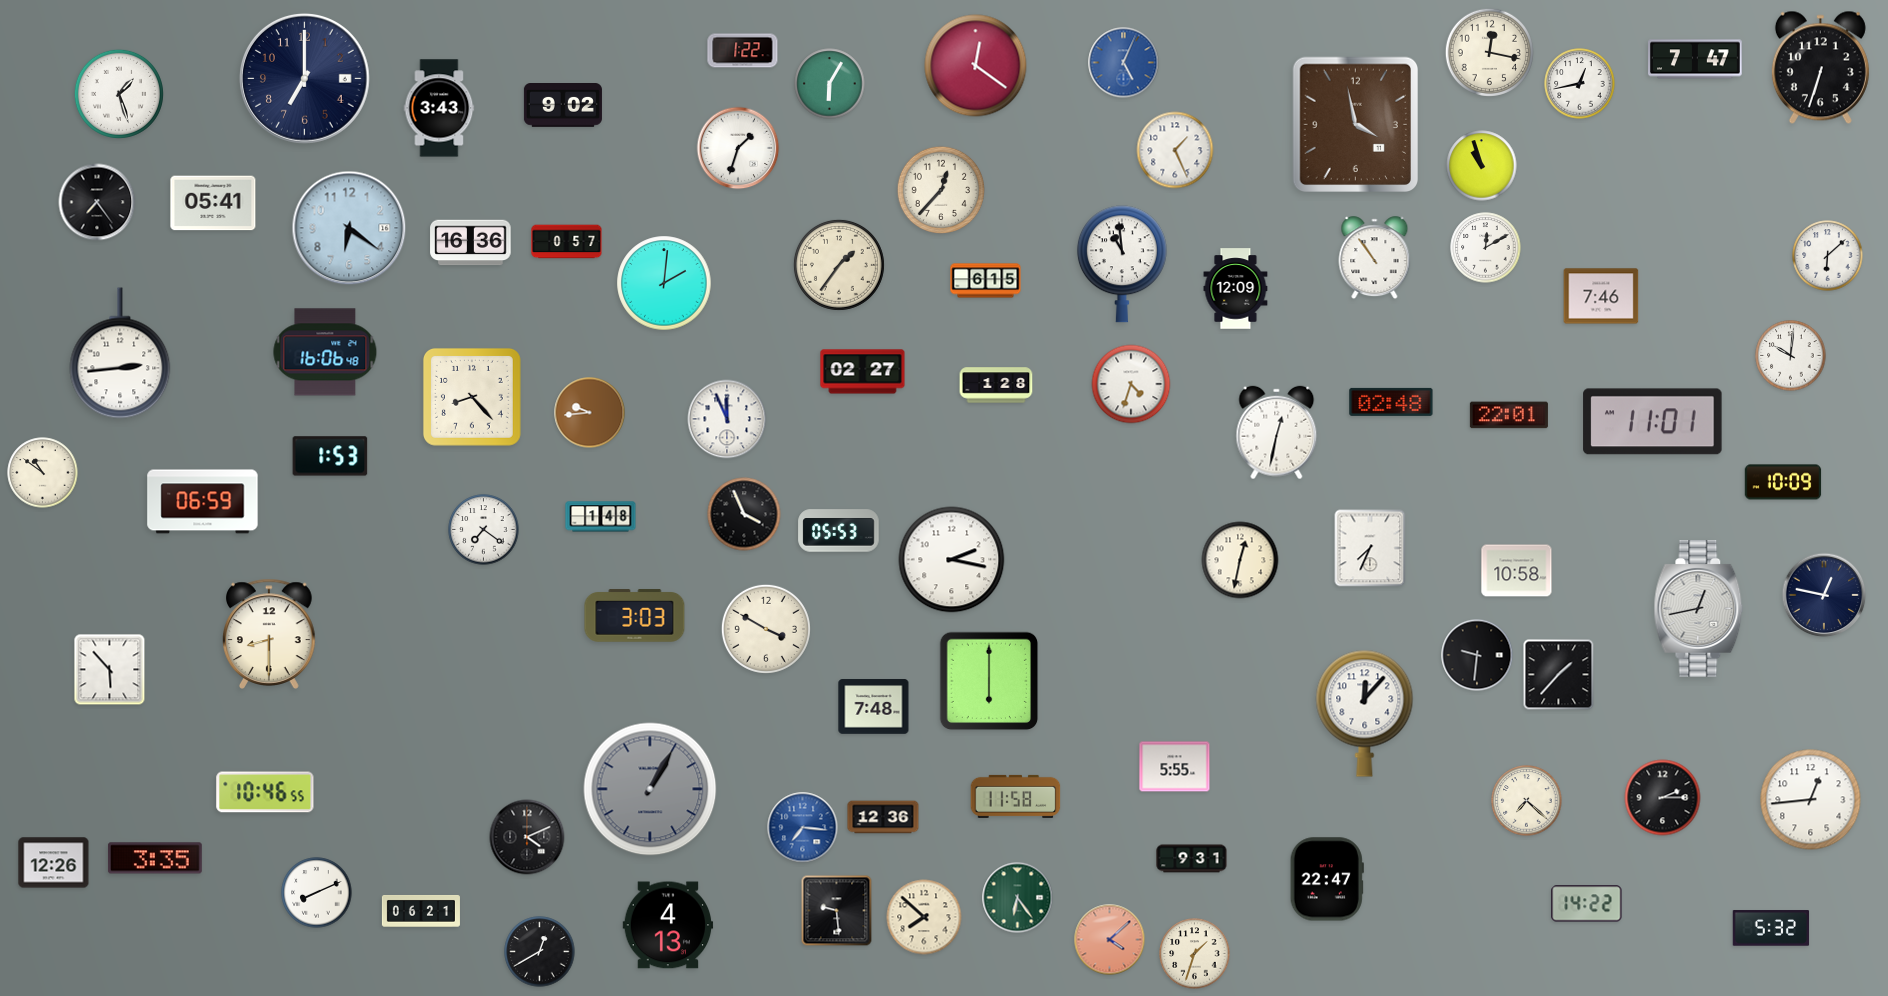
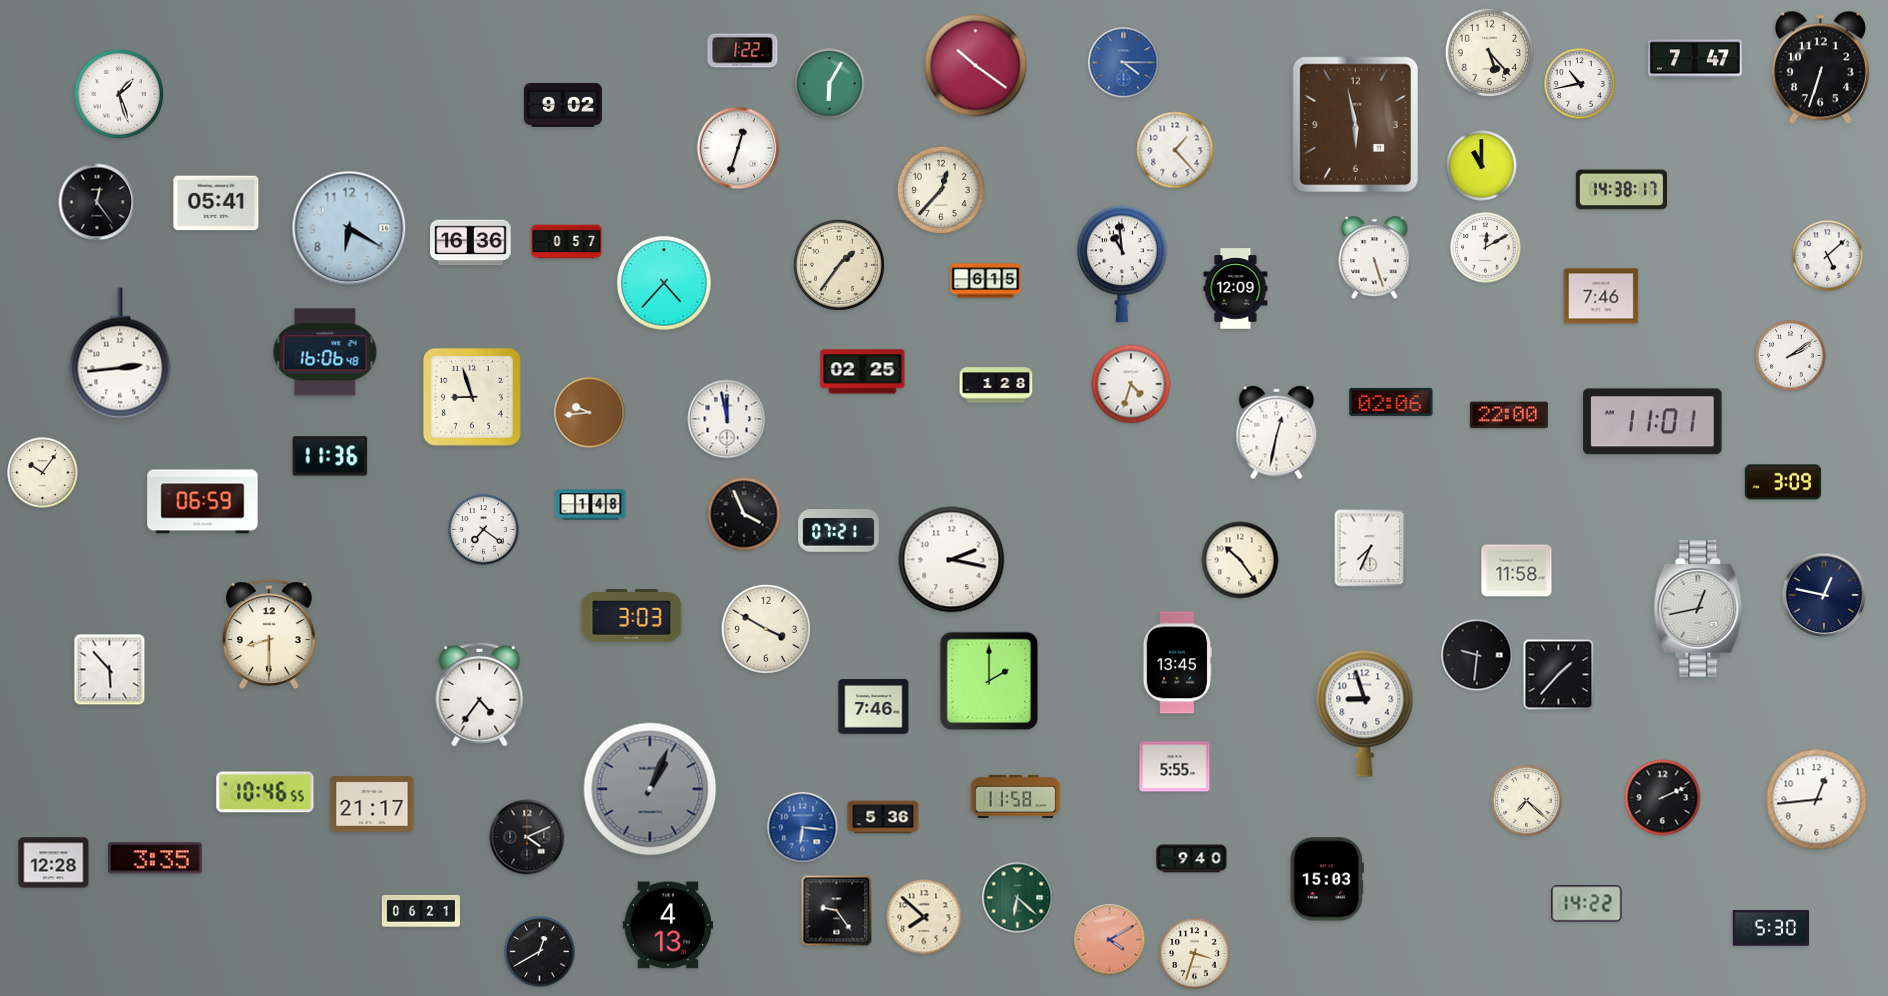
clock at (1489, 52): 12:17 -> 5:23
clock at (1124, 63): 5:04 -> 4:15
clock at (976, 66): 12:21 -> 10:21
clock at (304, 78): 7:00 -> none
clock at (1580, 84): 12:43 -> 10:43
clock at (439, 108): 3:43 -> none
clock at (1355, 124): 3:58 -> 5:58
clock at (738, 148): 1:33 -> 12:33
clock at (1175, 150): 1:26 -> 1:23
clock at (1482, 166): 10:57 -> 11:00
clock at (1621, 190): none -> 14:38
clock at (97, 202): 7:24 -> 12:24
clock at (213, 203) position: (213, 203) -> (216, 203)
clock at (349, 228): 6:21 -> 6:20
clock at (1828, 256): 6:08 -> 5:08
clock at (1375, 258): 10:54 -> 5:27
clock at (664, 283): 2:01 -> 4:37
clock at (1791, 356): 10:01 -> 2:09
clock at (863, 372): 02:27 -> 02:25
clock at (472, 397): 8:23 -> 8:57
clock at (1391, 402): 02:48 -> 02:06
clock at (1509, 415): 22:01 -> 22:00
clock at (727, 419): 11:56 -> 11:58
clock at (330, 456): 1:53 -> 11:36
clock at (43, 473): 10:51 -> 10:06
clock at (1783, 482): 10:09 -> 3:09
clock at (601, 517) position: (601, 517) -> (591, 505)
clock at (839, 531): 05:53 -> 07:21
clock at (1240, 560): 12:32 -> 10:24
clock at (1517, 571): 10:58 -> 11:58
clock at (635, 616) position: (635, 616) -> (632, 616)
clock at (1177, 663): none -> 13:45
clock at (989, 681): 6:00 -> 2:00
clock at (480, 694): none -> 4:36
clock at (874, 707): 7:48 -> 7:46
clock at (1365, 713): 12:07 -> 8:57
clock at (650, 789): 1:05 -> 1:04
clock at (1663, 798): 2:15 -> 2:11
clock at (1811, 800) position: (1811, 800) -> (1817, 800)
clock at (372, 804): none -> 21:17
clock at (883, 817): 12:36 -> 5:36
clock at (803, 828): 7:16 -> 6:16
clock at (1192, 859): 9:31 -> 9:40
clock at (54, 863): 12:26 -> 12:28
clock at (1327, 879): 22:47 -> 15:03
clock at (317, 893): 8:11 -> none
clock at (1018, 898): 6:24 -> 6:22
clock at (837, 911): 9:29 -> 9:24
clock at (1771, 928): 5:32 -> 5:30
clock at (1110, 940): 4:08 -> 4:10
clock at (1195, 954): 1:33 -> 3:33
